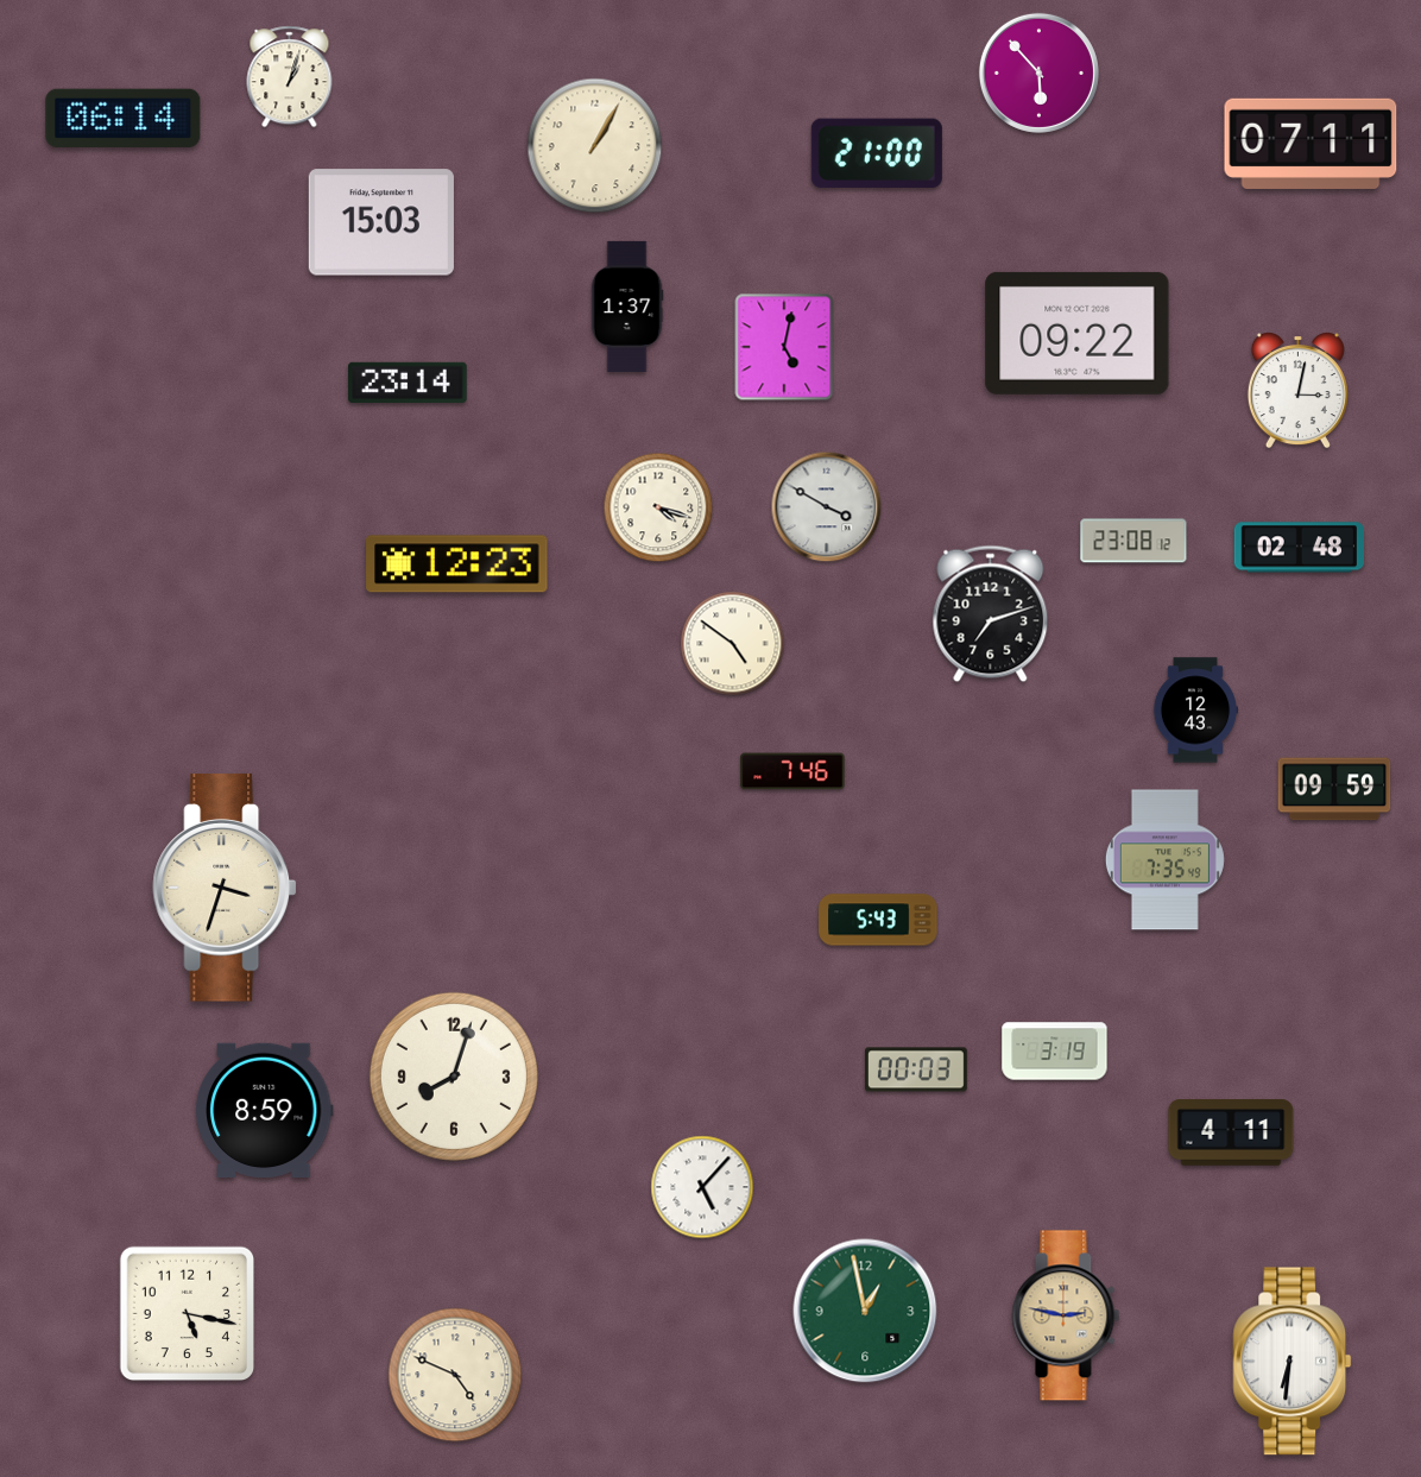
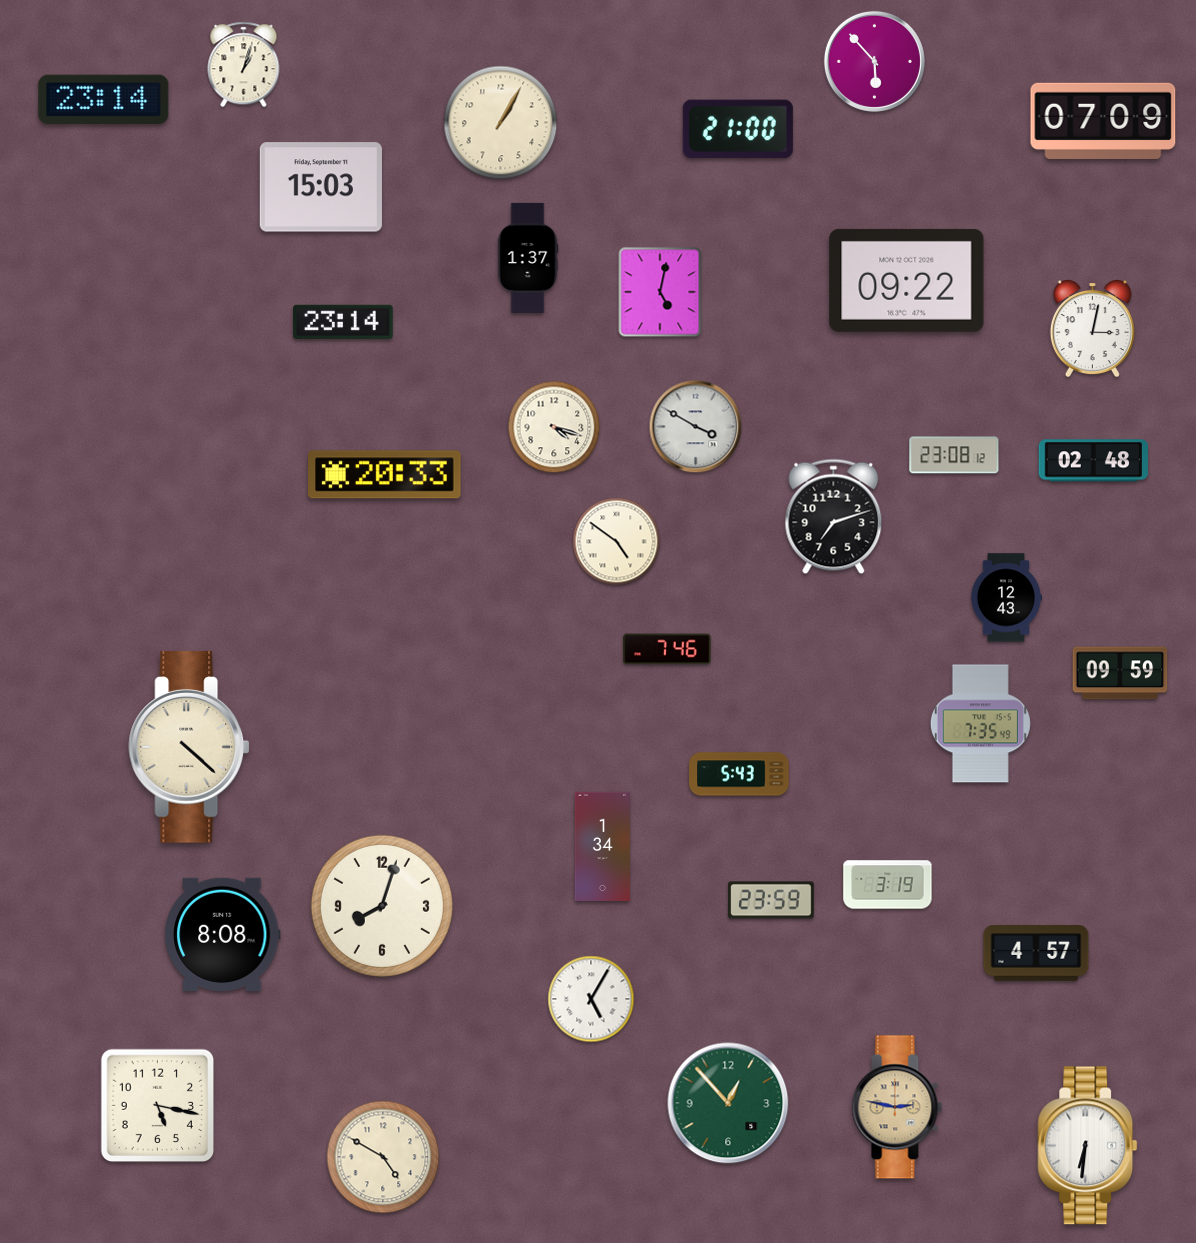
clock at (124, 118): 06:14 -> 23:14
clock at (1311, 144): 07:11 -> 07:09
clock at (457, 564): 12:23 -> 20:33
clock at (1334, 789) position: (1334, 789) -> (1120, 673)
clock at (225, 888): 3:33 -> 4:22
clock at (602, 846): none -> 1:34
clock at (917, 1069): 00:03 -> 23:59
clock at (264, 1110): 8:59 -> 8:08
clock at (1231, 1132): 4:11 -> 4:57
clock at (702, 1187): 5:07 -> 5:05
clock at (865, 1311): 12:58 -> 12:53
clock at (455, 1375): 4:49 -> 4:50
